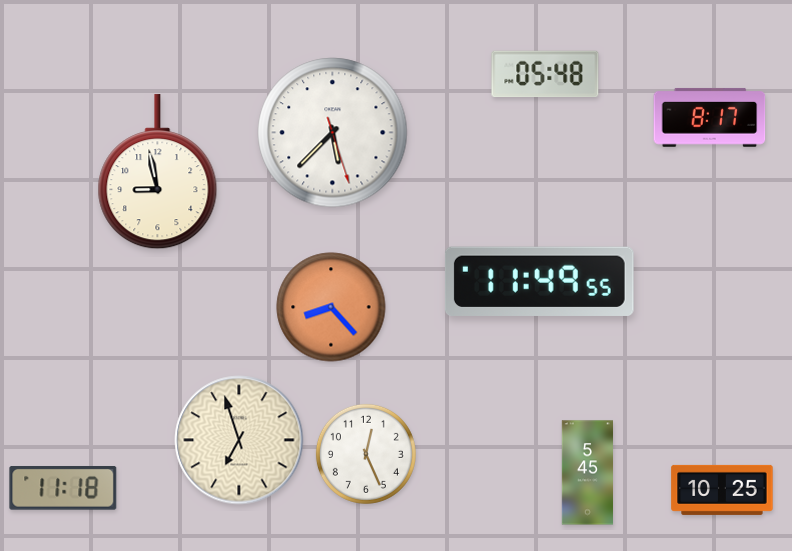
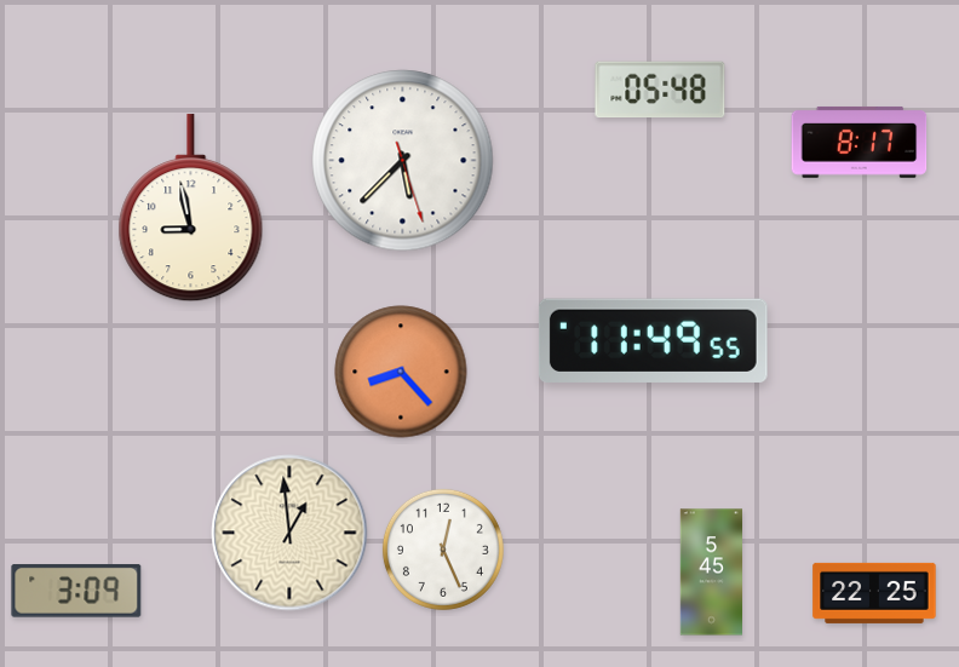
clock at (239, 440): 6:57 -> 12:59
clock at (63, 489): 11:18 -> 3:09
clock at (722, 490): 10:25 -> 22:25
